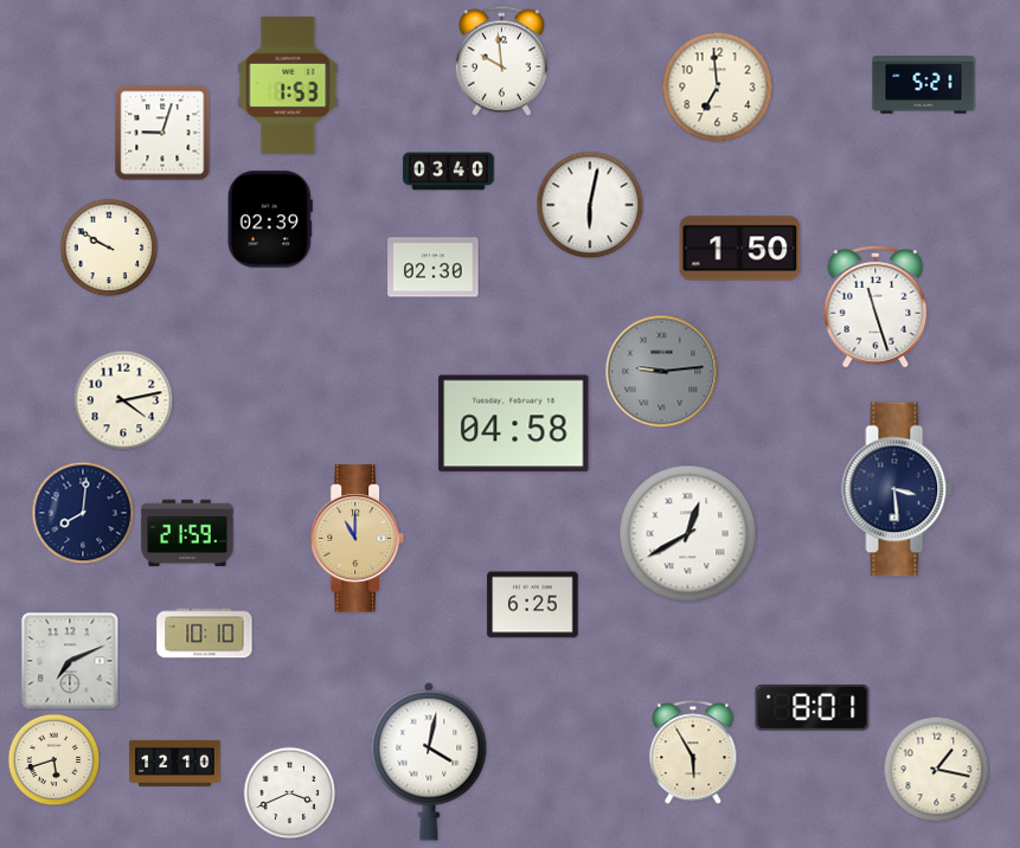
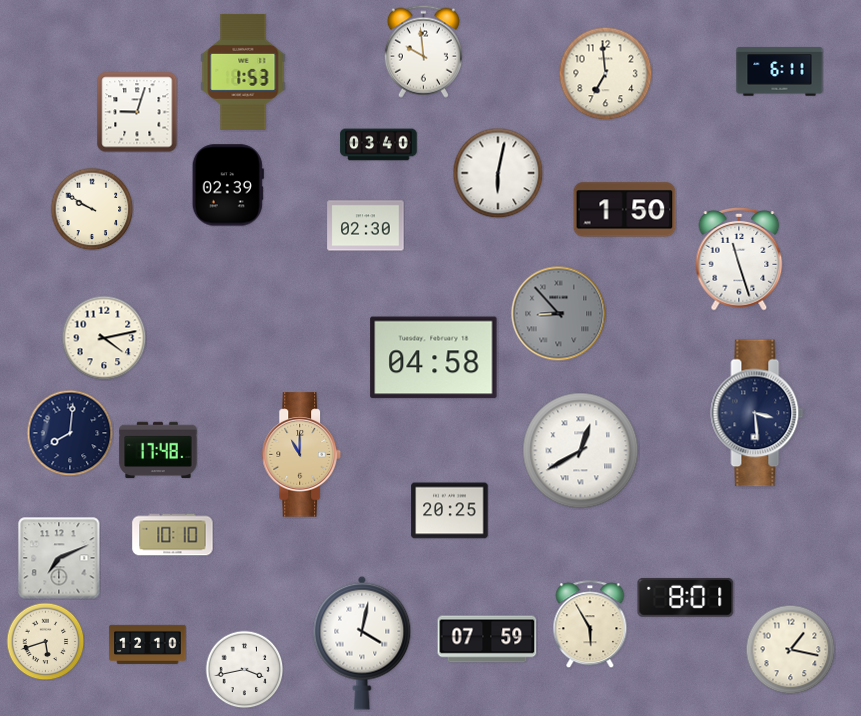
clock at (924, 85): 5:21 -> 6:11
clock at (661, 371): 9:14 -> 8:53
clock at (187, 533): 21:59 -> 17:48
clock at (533, 605): 6:25 -> 20:25
clock at (693, 752) position: (693, 752) -> (590, 624)
clock at (487, 639): none -> 07:59
clock at (289, 792): 3:41 -> 3:43
